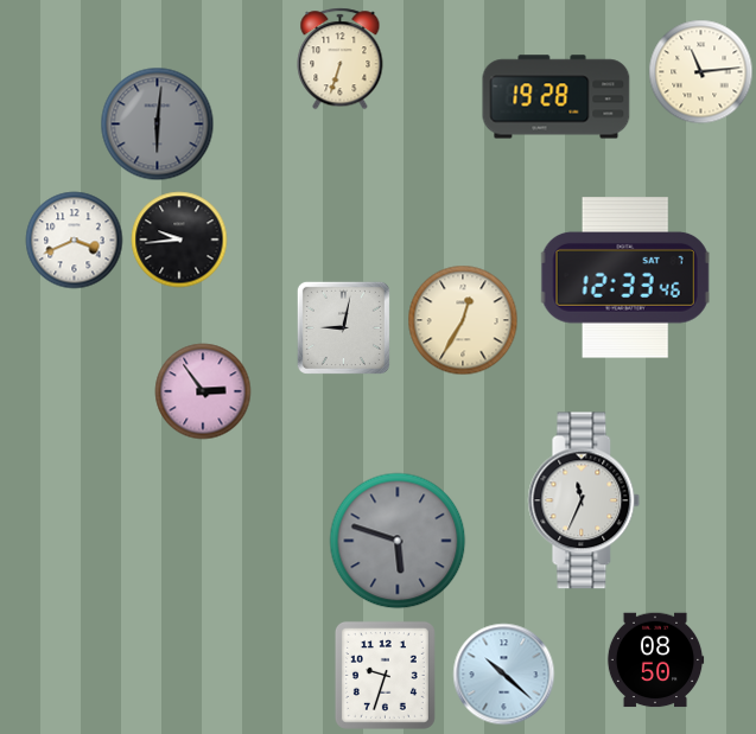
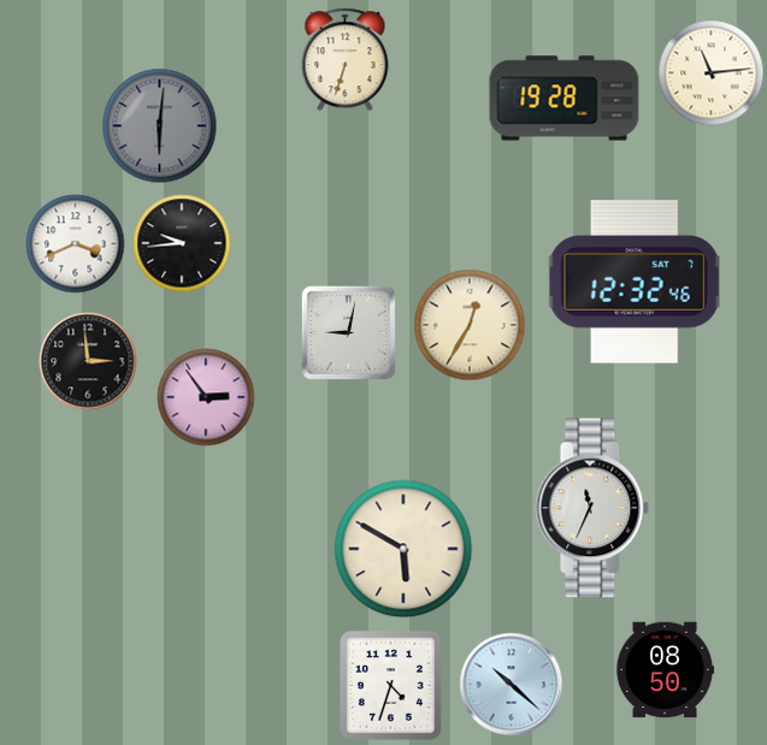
clock at (625, 277): 12:33 -> 12:32
clock at (88, 361): none -> 2:59
clock at (398, 541): 5:48 -> 5:50
clock at (398, 541) dial: grey -> cream
clock at (385, 675): 9:33 -> 4:33
